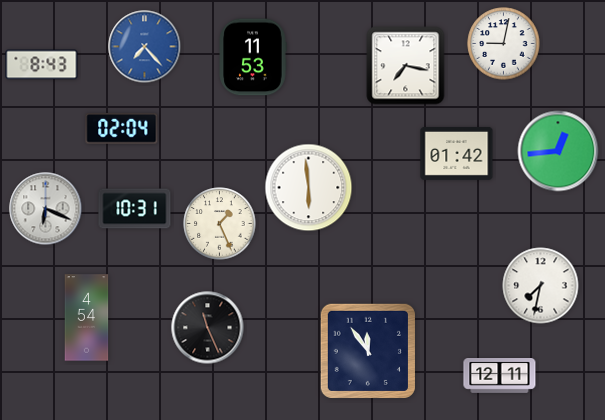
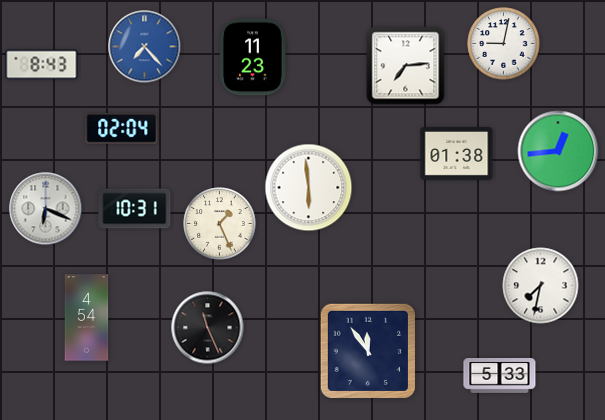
clock at (253, 57): 11:53 -> 11:23
clock at (406, 66): 7:17 -> 7:14
clock at (457, 153): 01:42 -> 01:38
clock at (500, 376): 12:11 -> 5:33
